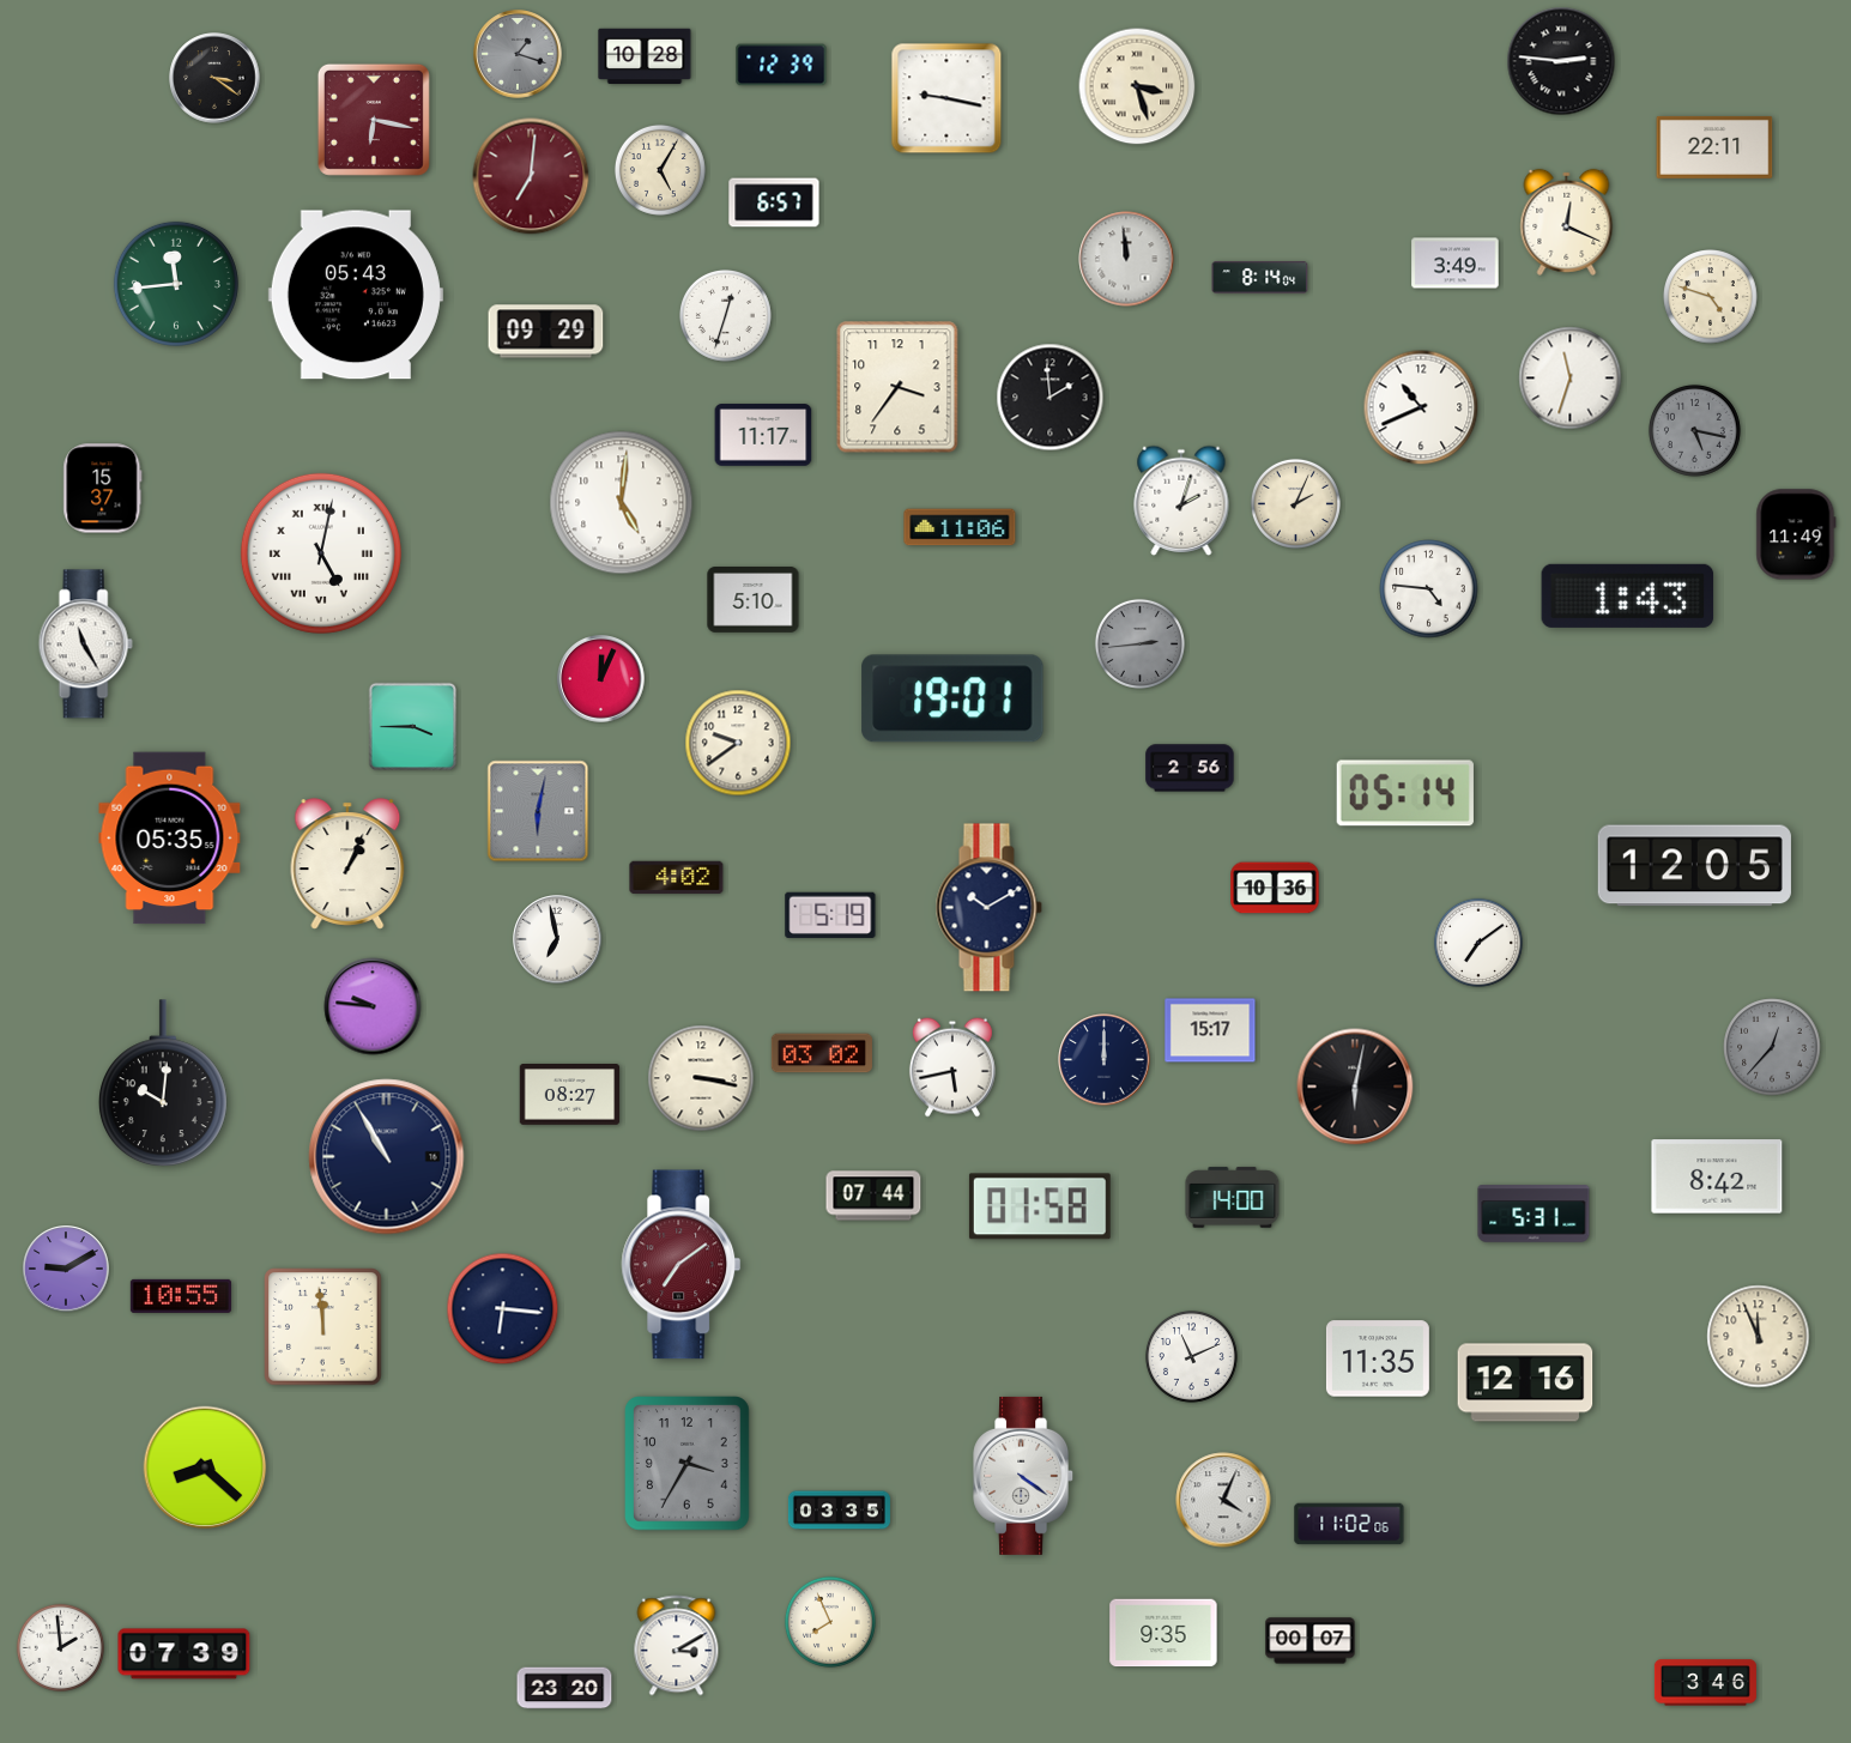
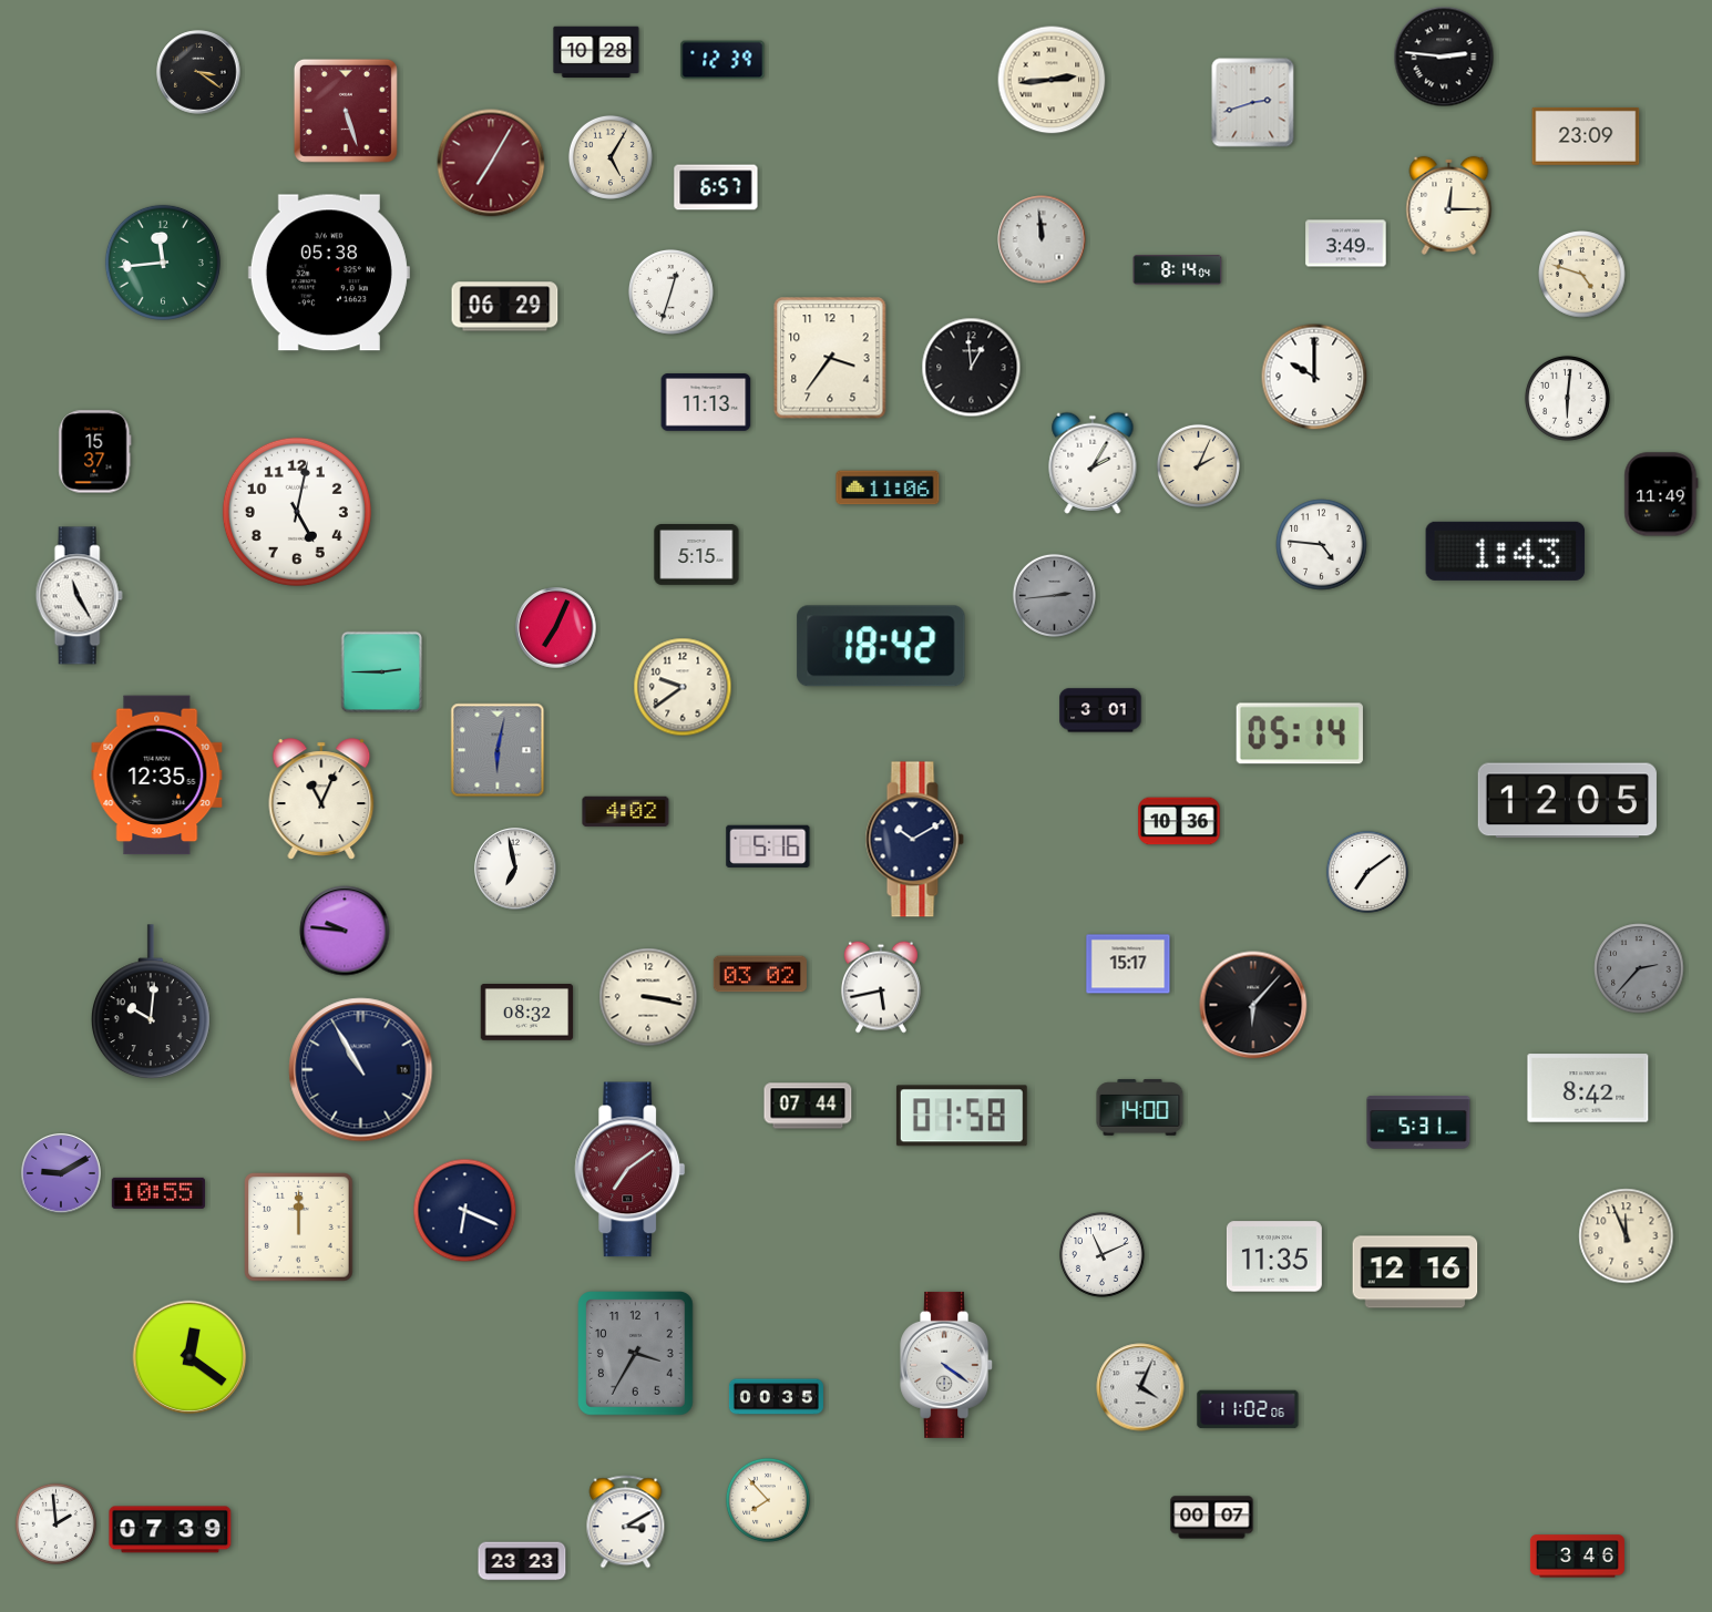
clock at (518, 54): 1:18 -> none
clock at (1137, 86): 3:27 -> 2:44
clock at (946, 98): 9:17 -> none
clock at (1253, 103): none -> 2:42
clock at (374, 120): 6:17 -> 5:27
clock at (1714, 147): 22:11 -> 23:09
clock at (531, 176): 7:01 -> 7:05
clock at (1567, 222): 12:19 -> 12:15
clock at (1260, 278) position: (1260, 278) -> (1178, 270)
clock at (356, 295): 05:43 -> 05:38
clock at (546, 332): 09:29 -> 06:29
clock at (1571, 379): 11:33 -> none
clock at (1051, 398): 1:59 -> 12:59
clock at (1421, 407): 10:41 -> 10:00
clock at (1694, 430): 5:17 -> 6:01
clock at (1694, 430) dial: grey -> white
clock at (763, 435): 11:17 -> 11:13
clock at (1181, 501): 2:03 -> 2:05
clock at (622, 503): 5:01 -> none
clock at (321, 553) numerals: Roman -> Arabic
clock at (754, 600): 5:10 -> 5:15
clock at (601, 679): 12:04 -> 7:04
clock at (952, 698): 19:01 -> 18:42
clock at (413, 727): 3:45 -> 2:45
clock at (1190, 768): 2:56 -> 3:01
clock at (170, 839): 05:35 -> 12:35
clock at (347, 864): 1:04 -> 11:04
clock at (830, 915): 5:19 -> 5:16
clock at (1210, 1030) position: (1210, 1030) -> (1128, 964)
clock at (1772, 1047): 12:37 -> 2:37
clock at (1105, 1060): 12:00 -> none
clock at (1355, 1087): 6:02 -> 6:07
clock at (570, 1095): 08:27 -> 08:32
clock at (387, 1157) position: (387, 1157) -> (361, 1070)
clock at (181, 1296) position: (181, 1296) -> (158, 1193)
clock at (503, 1309): 6:16 -> 6:19
clock at (323, 1327): 11:59 -> 12:00
clock at (1525, 1382) position: (1525, 1382) -> (1415, 1272)
clock at (205, 1467): 8:22 -> 12:21
clock at (1223, 1500) position: (1223, 1500) -> (1140, 1387)
clock at (839, 1511): 03:35 -> 00:35
clock at (830, 1622): 7:56 -> 7:53
clock at (1163, 1633): 9:35 -> none
clock at (564, 1688): 23:20 -> 23:23
